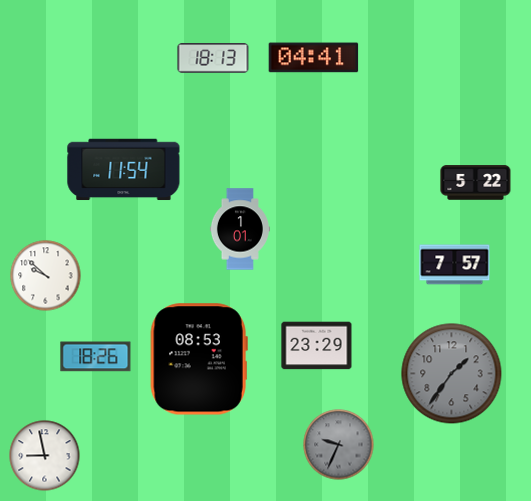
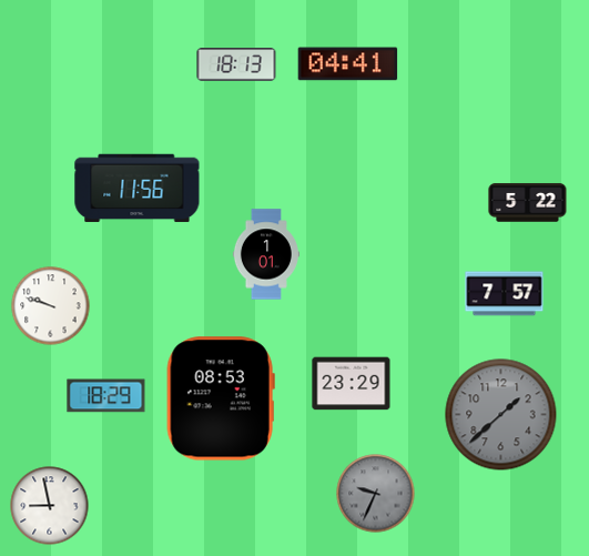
clock at (124, 170): 11:54 -> 11:56
clock at (46, 276): 9:52 -> 9:48
clock at (96, 357): 18:26 -> 18:29
clock at (452, 374): 1:36 -> 1:38
